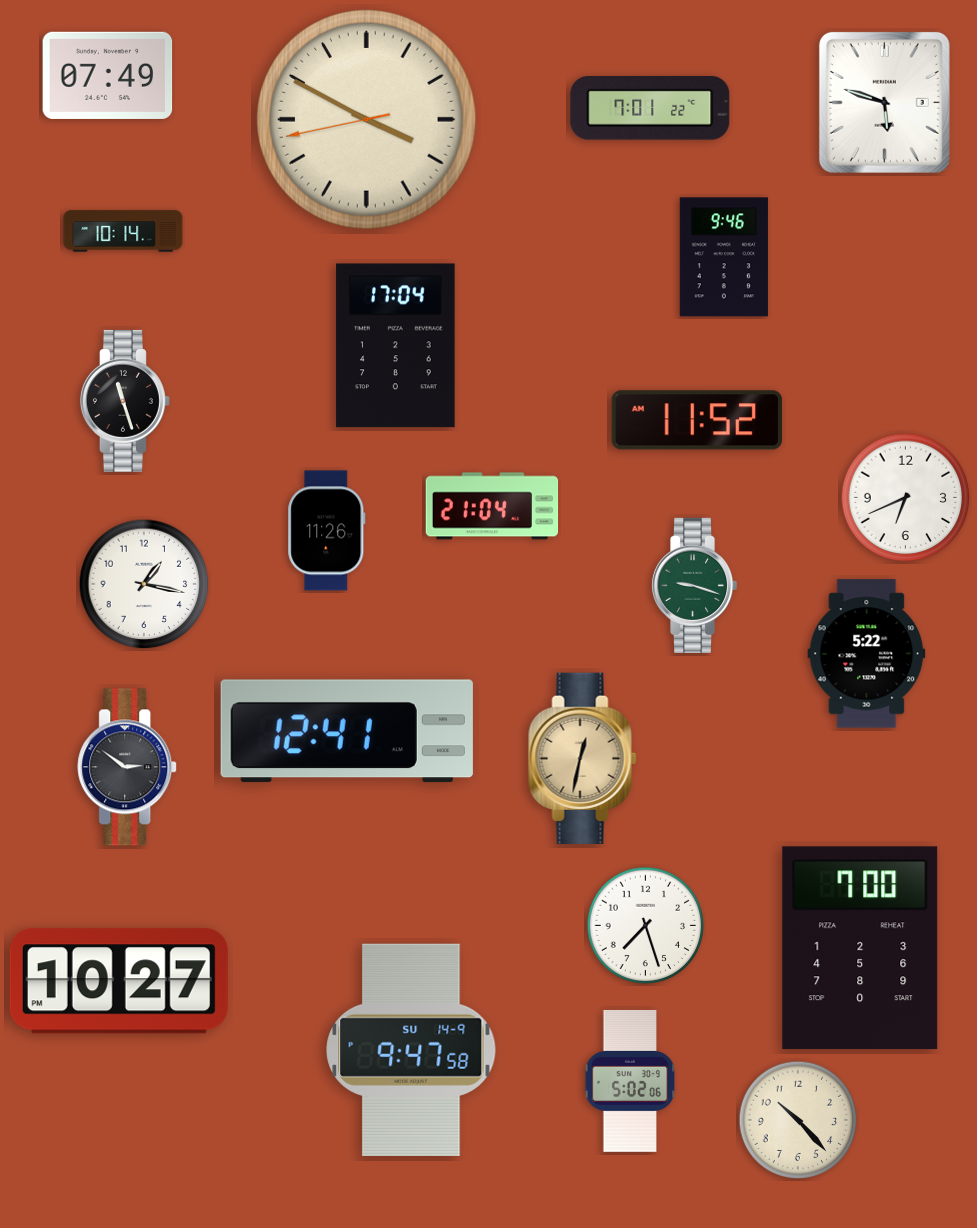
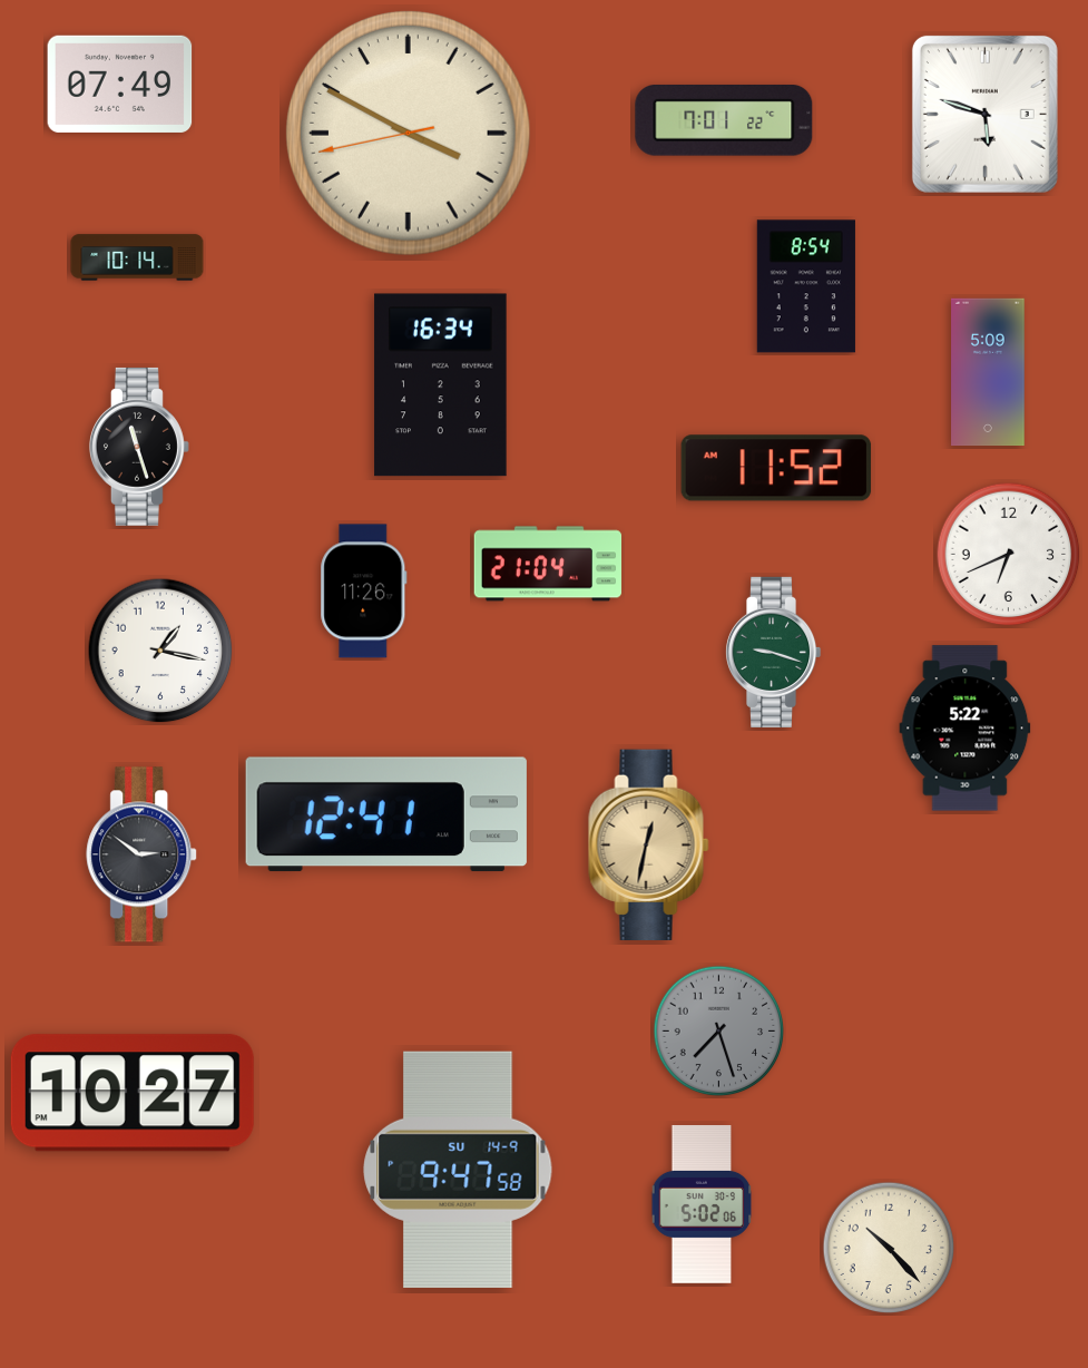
clock at (724, 257): 9:46 -> 8:54
clock at (988, 372): none -> 5:09
clock at (396, 346): 17:04 -> 16:34
clock at (646, 926) dial: white -> grey
clock at (860, 948): 7:00 -> none
